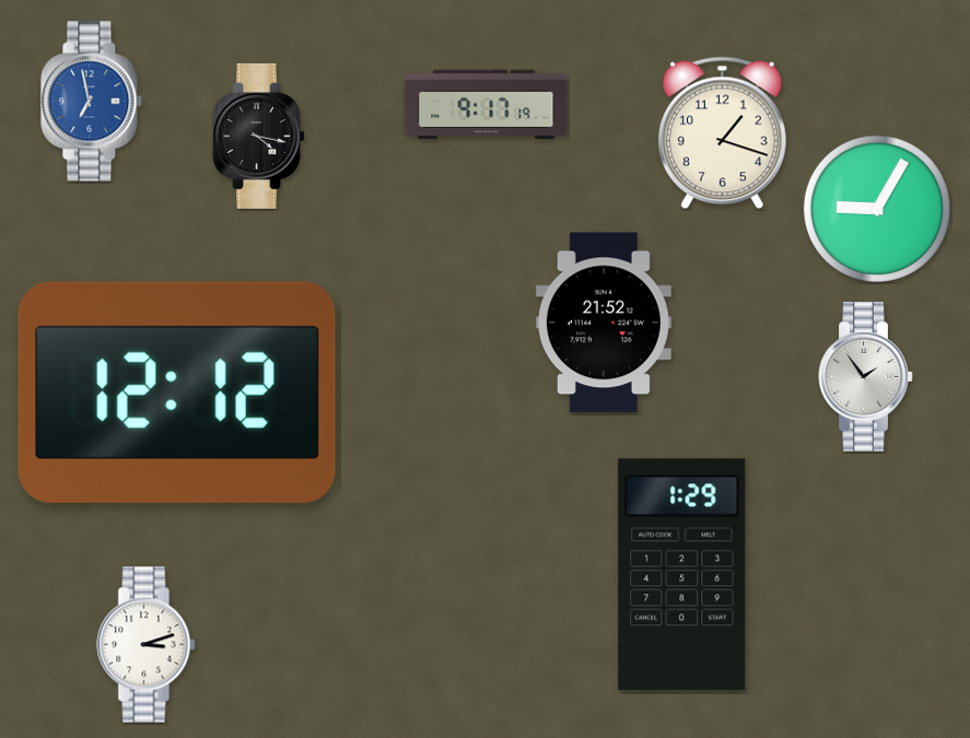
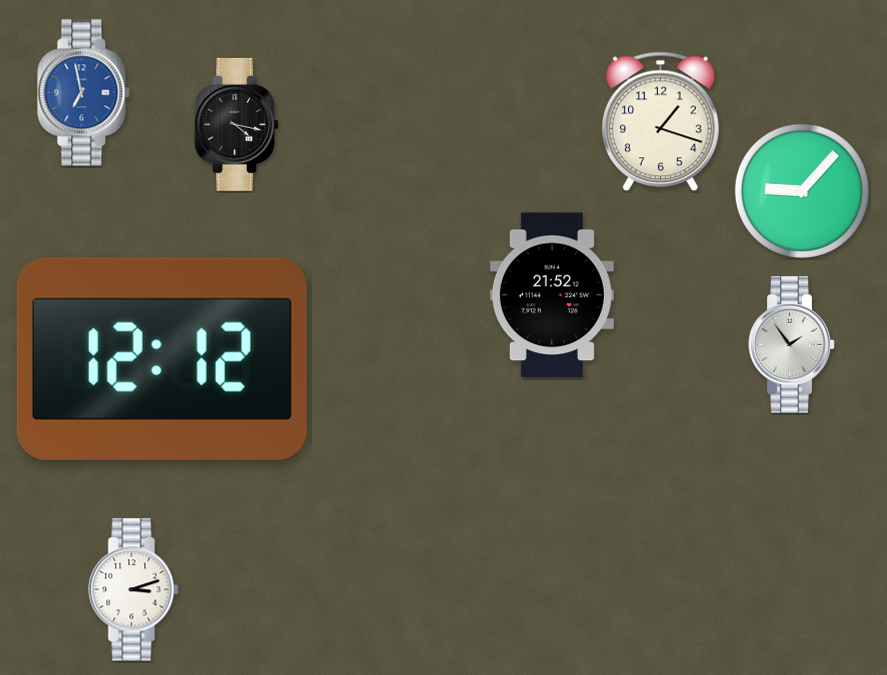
clock at (487, 104): 9:17 -> none
clock at (877, 209): 9:05 -> 9:07
clock at (682, 575): 1:29 -> none
